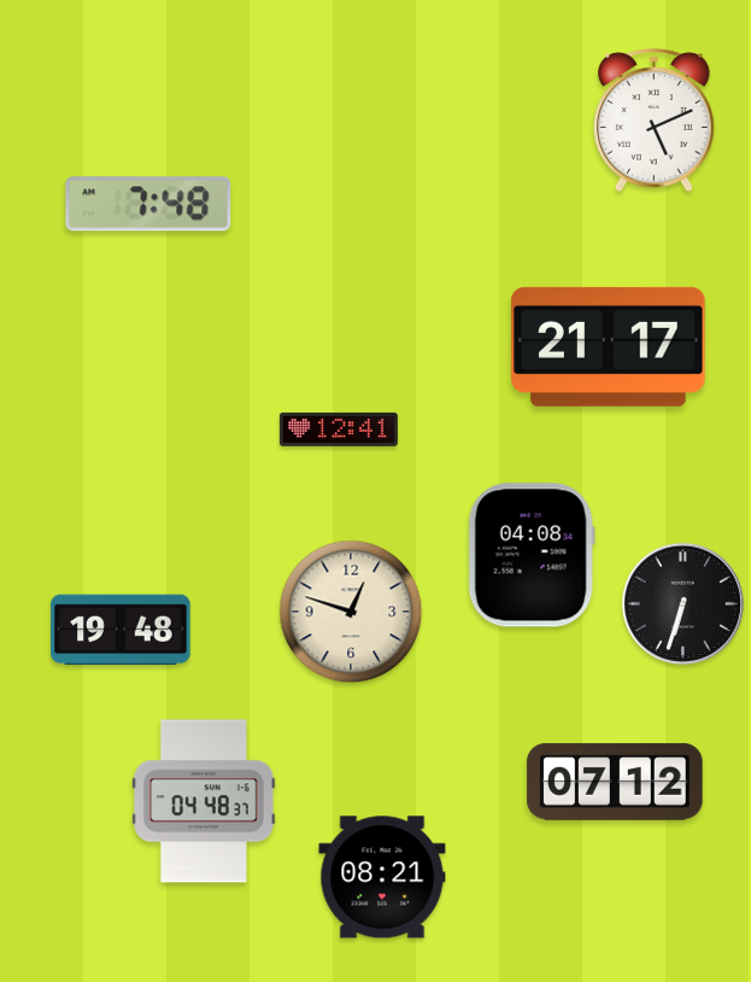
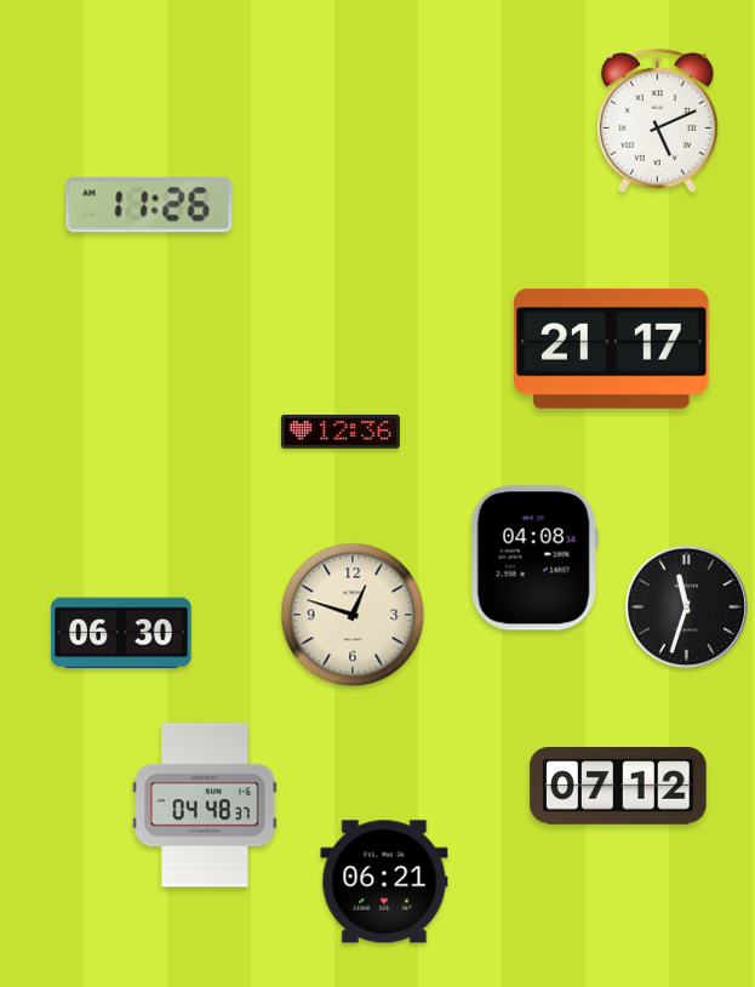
clock at (148, 204): 7:48 -> 11:26
clock at (339, 429): 12:41 -> 12:36
clock at (682, 603): 6:33 -> 11:33
clock at (121, 630): 19:48 -> 06:30
clock at (382, 877): 08:21 -> 06:21
